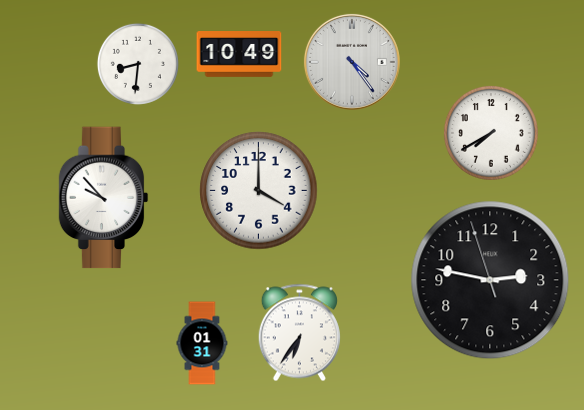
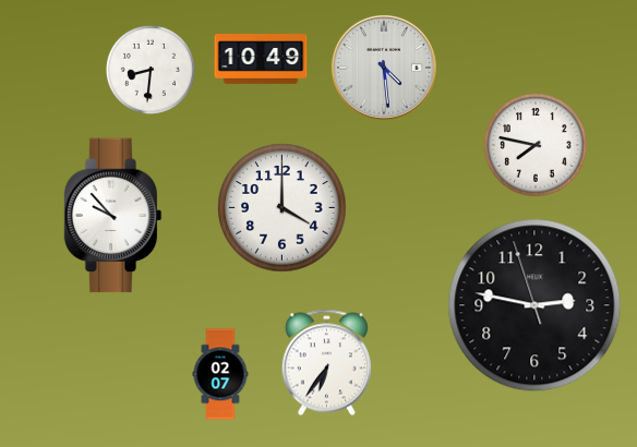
clock at (352, 62): 4:24 -> 4:29
clock at (492, 134): 7:40 -> 7:47
clock at (202, 343): 01:31 -> 02:07
